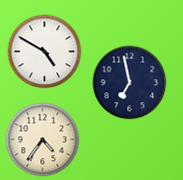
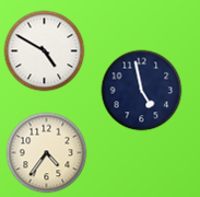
clock at (45, 52) position: (45, 52) -> (45, 51)
clock at (130, 83): 6:58 -> 4:58
